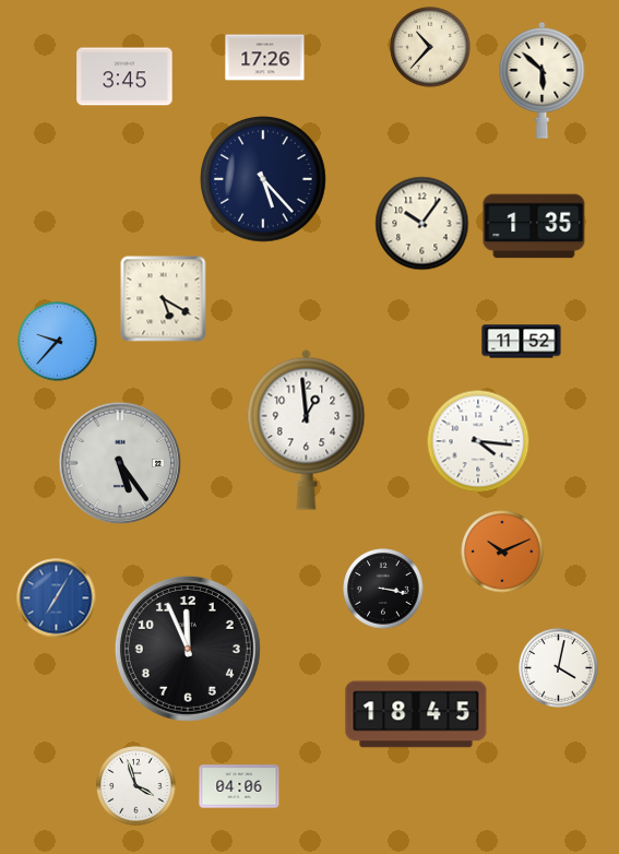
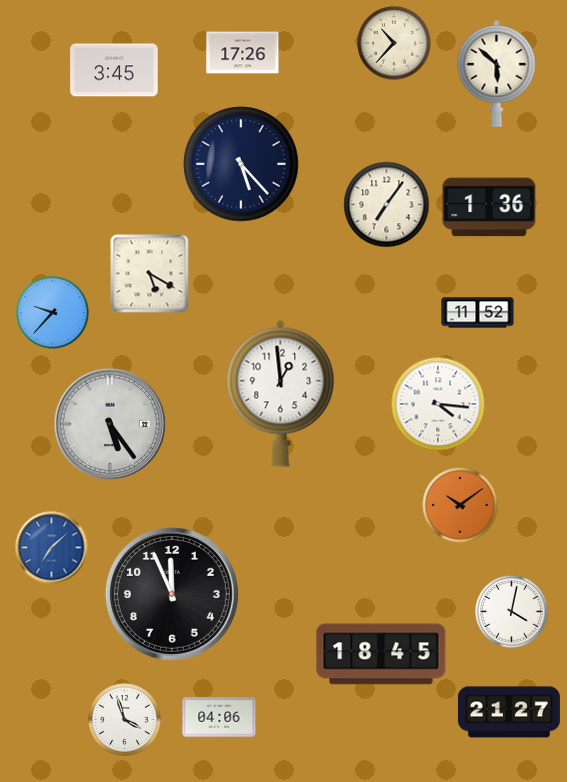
clock at (422, 224): 10:06 -> 7:06
clock at (534, 226): 1:35 -> 1:36
clock at (502, 551): 10:11 -> 10:09
clock at (383, 589): 3:17 -> none
clock at (57, 598): 7:05 -> 7:08
clock at (509, 712): none -> 21:27
clock at (239, 786) position: (239, 786) -> (219, 717)
